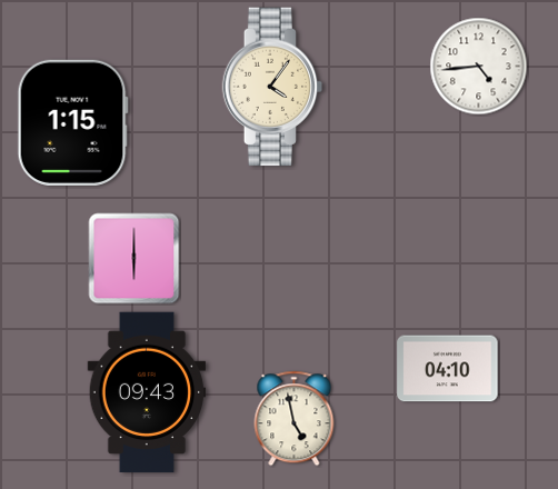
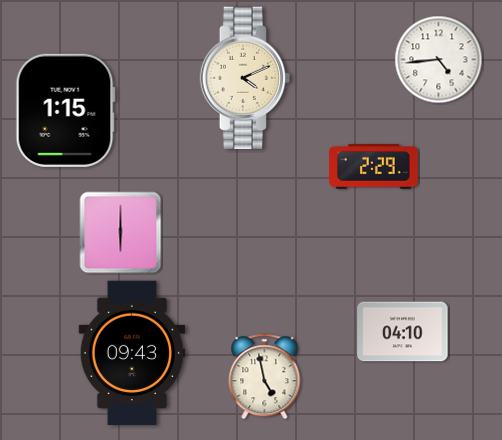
clock at (479, 67) position: (479, 67) -> (439, 60)
clock at (272, 87): 4:06 -> 4:11
clock at (374, 167): none -> 2:29
